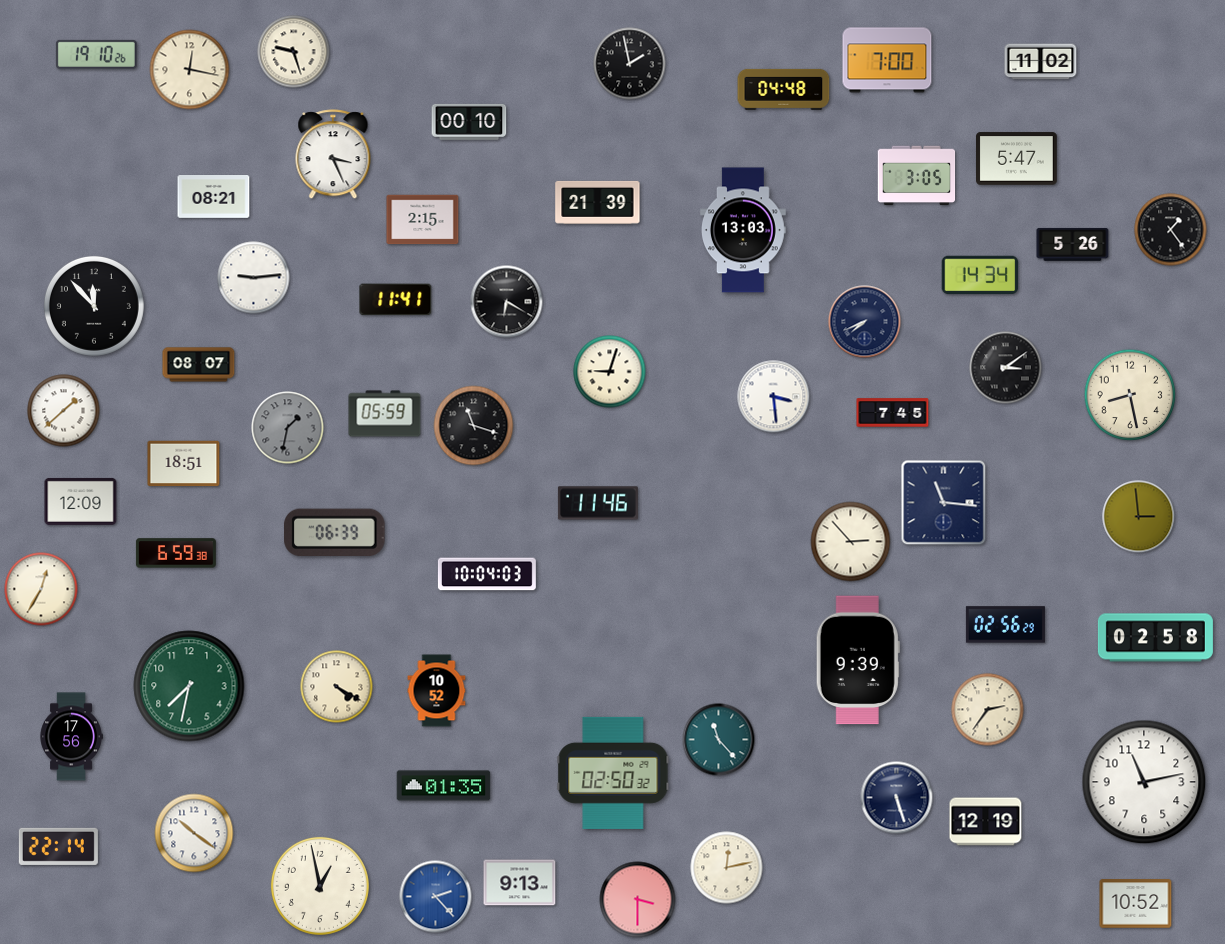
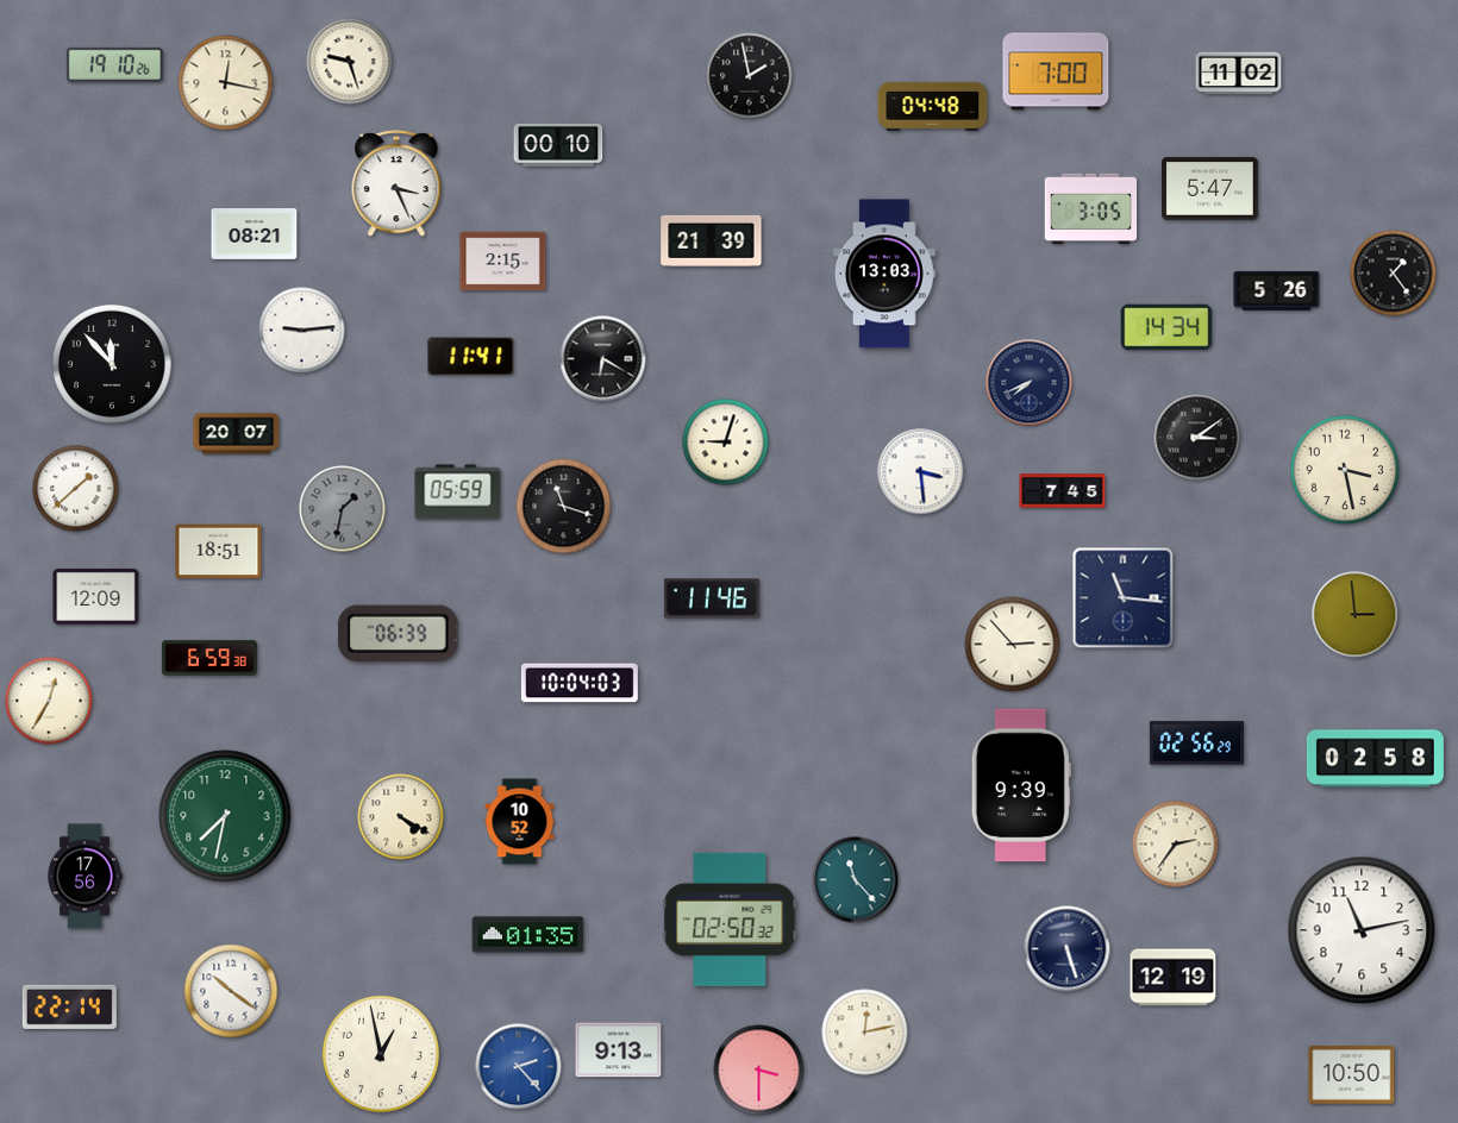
clock at (199, 365): 08:07 -> 20:07
clock at (1130, 395): 8:28 -> 3:28
clock at (1136, 904): 10:52 -> 10:50
